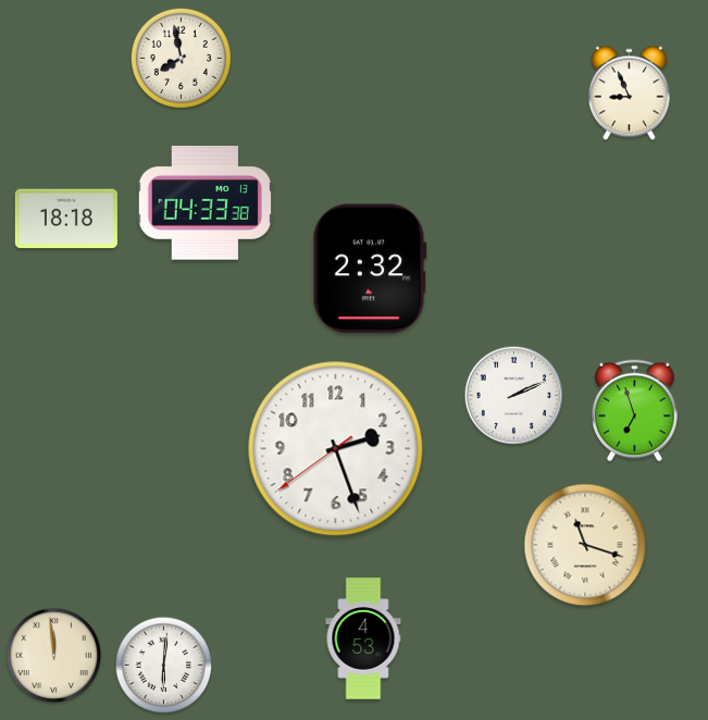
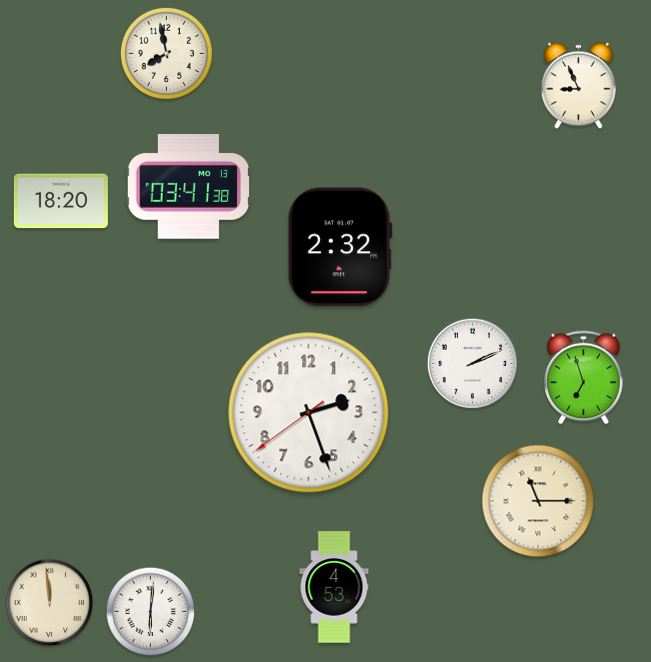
clock at (206, 203): 04:33 -> 03:41
clock at (66, 219): 18:18 -> 18:20
clock at (585, 545): 11:18 -> 11:15
